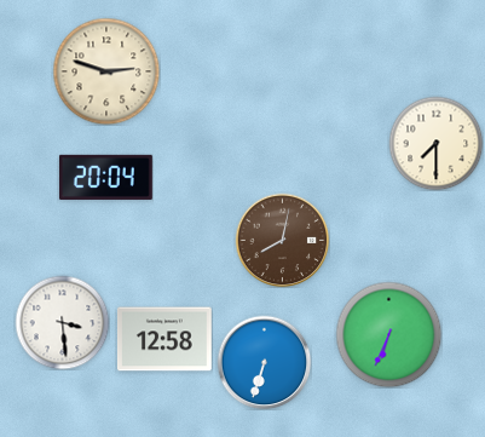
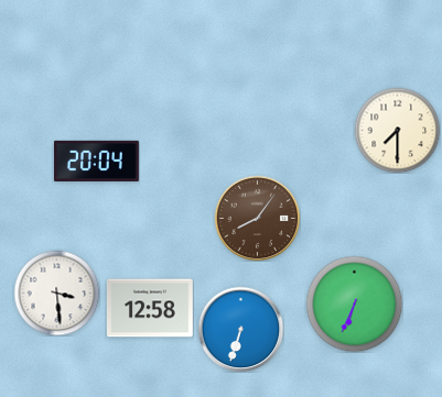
clock at (106, 71): 2:48 -> none
clock at (282, 240): 8:02 -> 8:06
